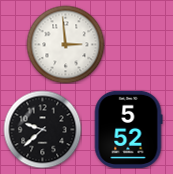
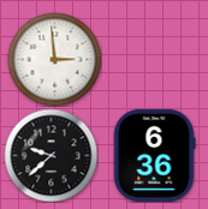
clock at (65, 44) position: (65, 44) -> (54, 59)
clock at (128, 129): 5:52 -> 6:36
